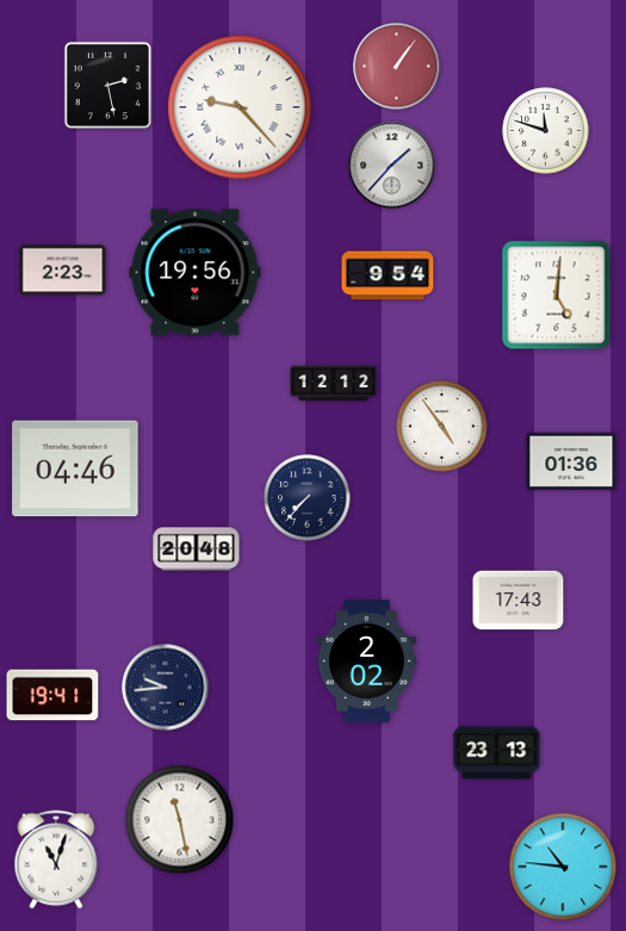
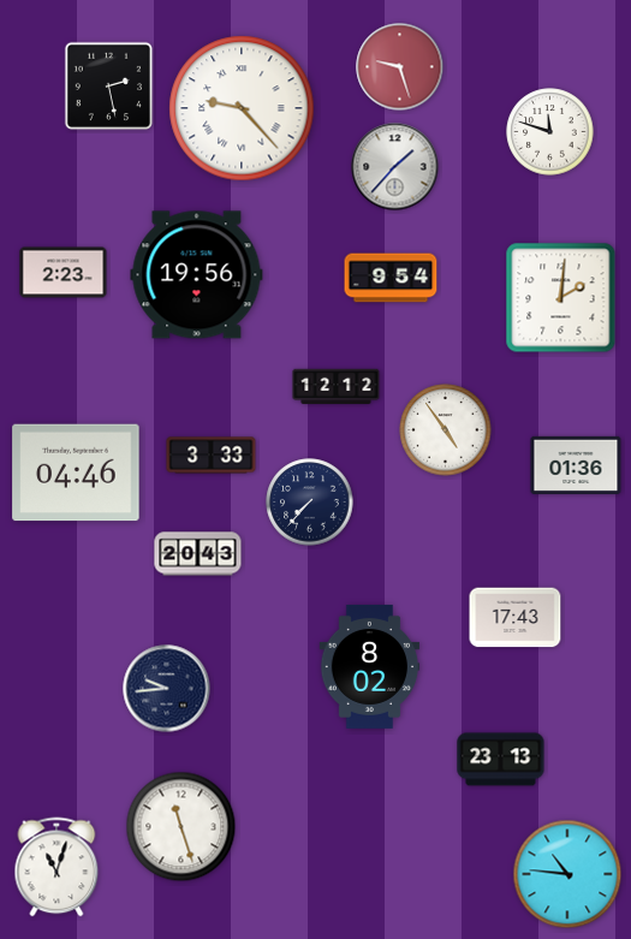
clock at (397, 67): 1:06 -> 9:27
clock at (557, 296): 5:01 -> 2:01
clock at (212, 456): none -> 3:33
clock at (197, 550): 20:48 -> 20:43
clock at (519, 601) position: (519, 601) -> (516, 618)
clock at (367, 660): 2:02 -> 8:02
clock at (166, 688) position: (166, 688) -> (167, 689)
clock at (52, 695): 19:41 -> none
clock at (180, 820): 11:28 -> 11:27
